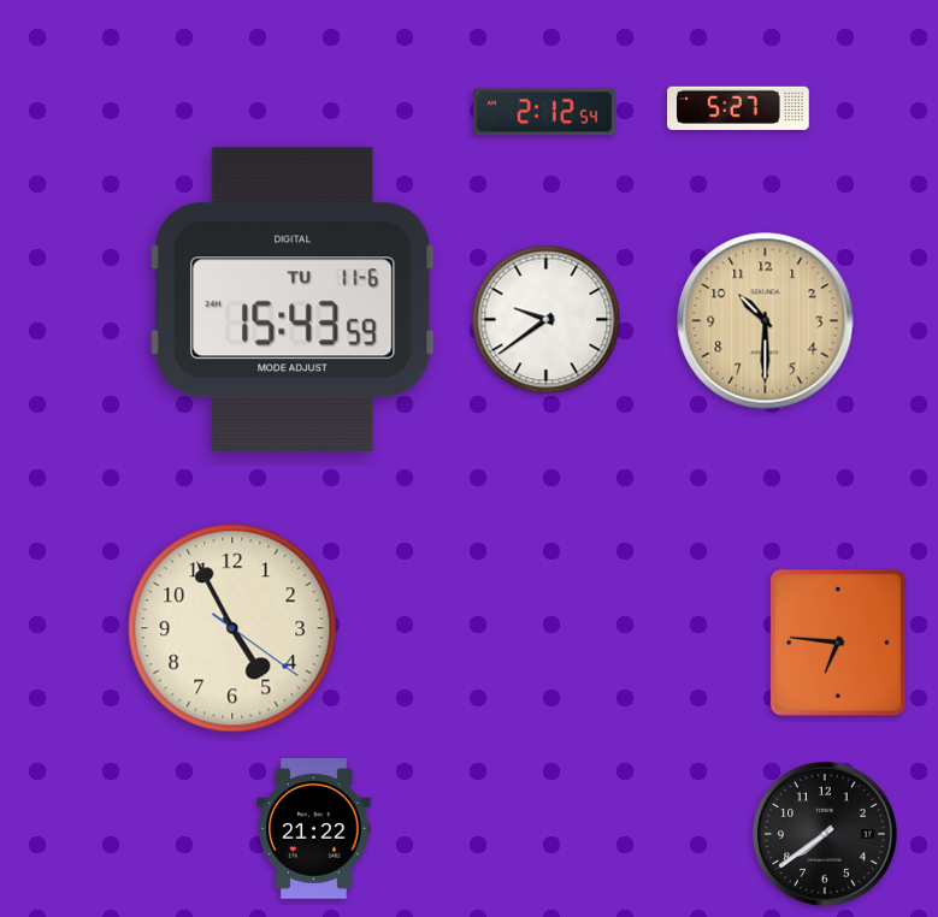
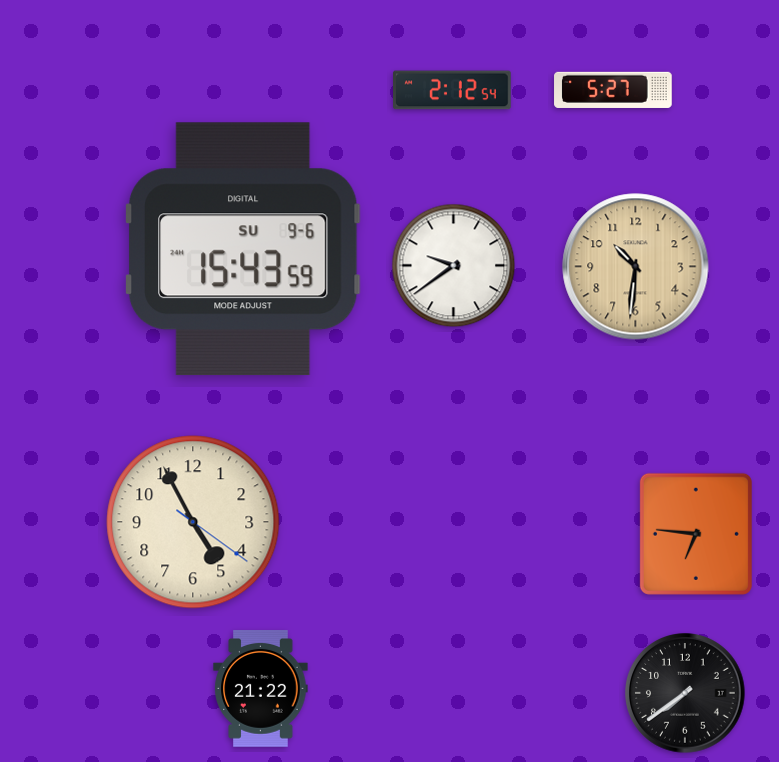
clock at (544, 112) position: (544, 112) -> (452, 90)
clock at (293, 300) date: TU 11-6 -> SU 9-6
clock at (766, 321): 10:30 -> 10:31
